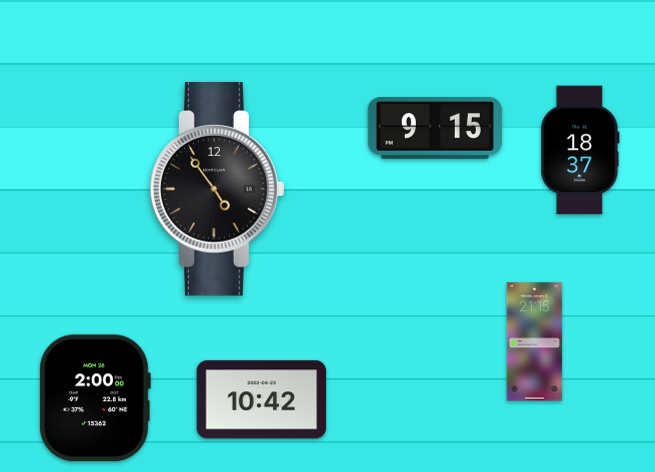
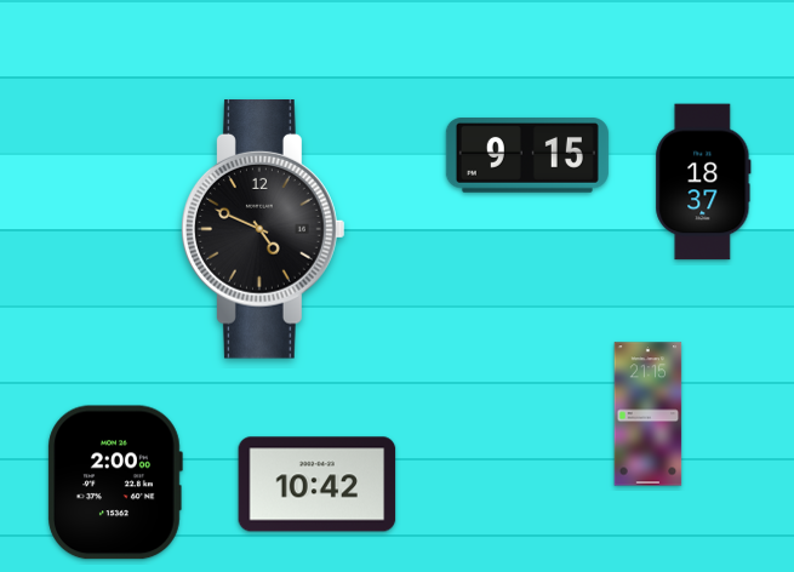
clock at (218, 190): 4:54 -> 4:49
